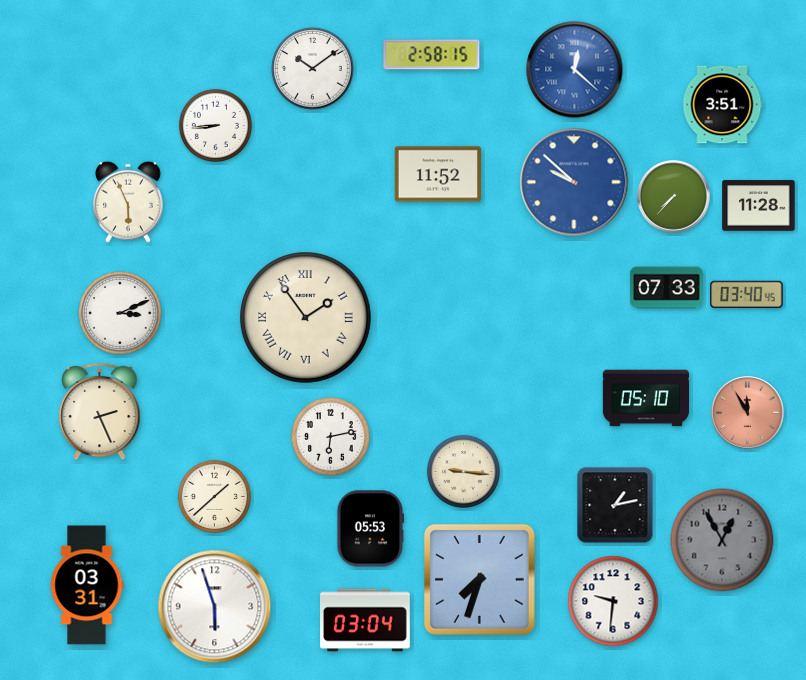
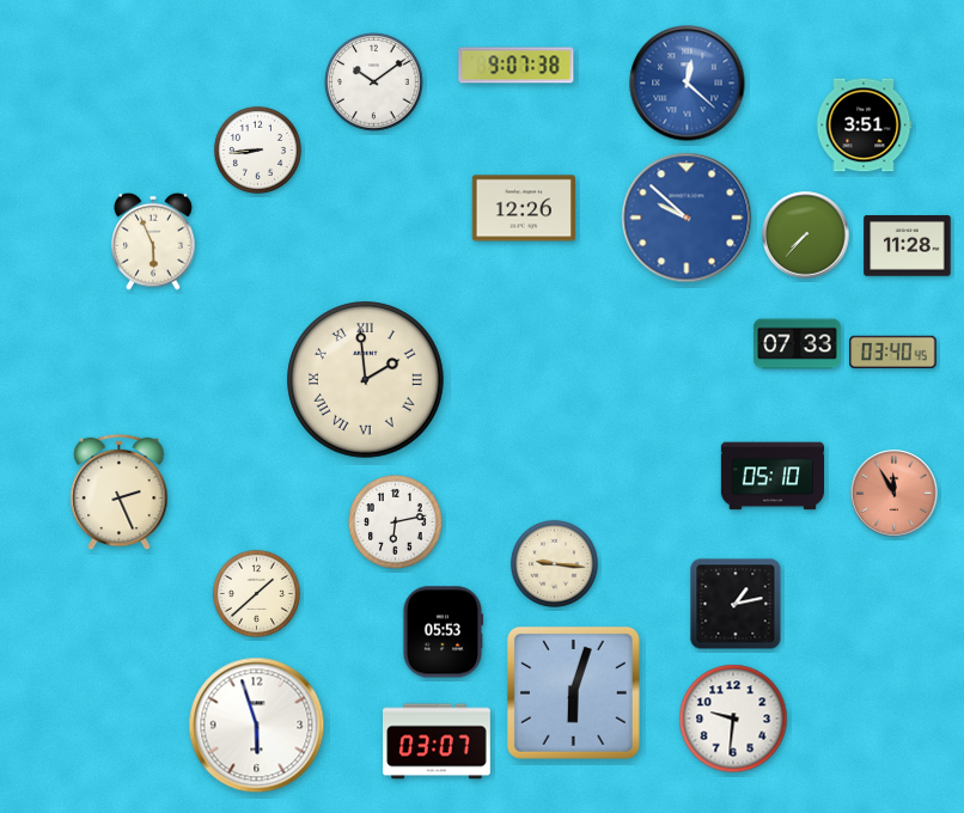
clock at (432, 55): 2:58 -> 9:07
clock at (438, 174): 11:52 -> 12:26
clock at (120, 313): 3:11 -> none
clock at (306, 318): 1:54 -> 1:59
clock at (722, 540): 12:55 -> none
clock at (479, 579): 7:33 -> 6:03
clock at (87, 585): 03:31 -> none
clock at (365, 620): 03:04 -> 03:07
